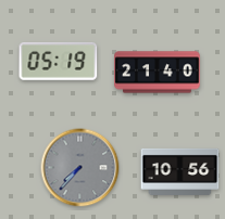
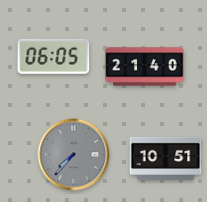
clock at (59, 61): 05:19 -> 06:05
clock at (180, 171): 10:56 -> 10:51
